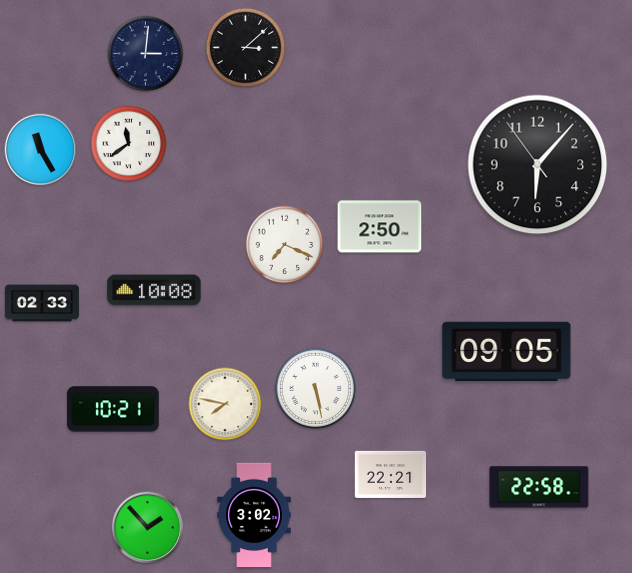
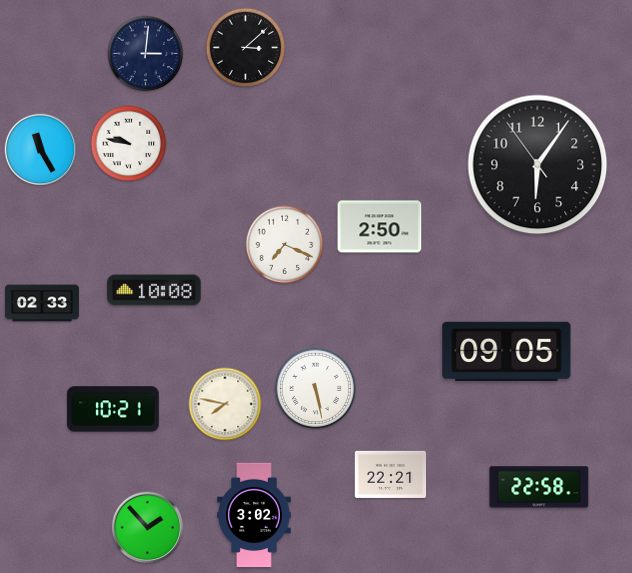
clock at (129, 144): 11:39 -> 9:47
clock at (538, 165): 6:06 -> 6:05
